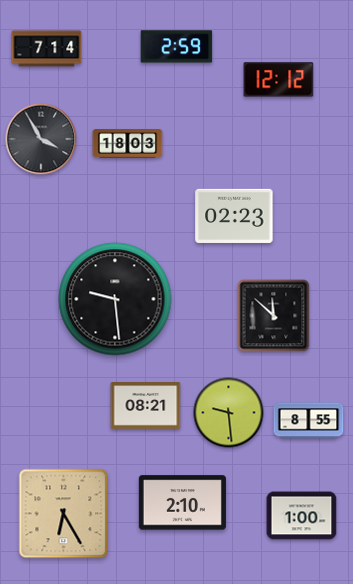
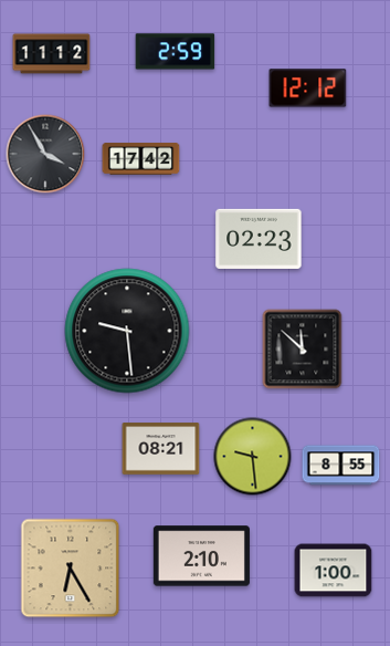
clock at (177, 47) position: (177, 47) -> (176, 52)
clock at (47, 49): 7:14 -> 11:12
clock at (128, 144): 18:03 -> 17:42
